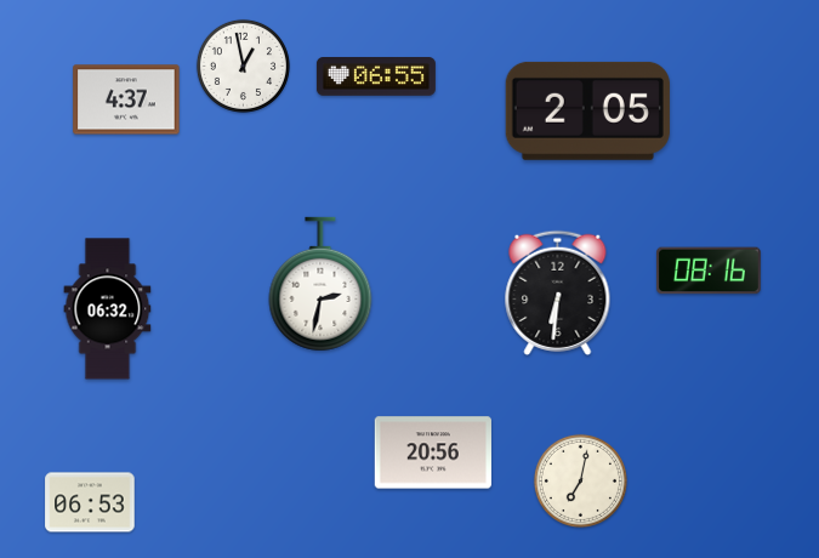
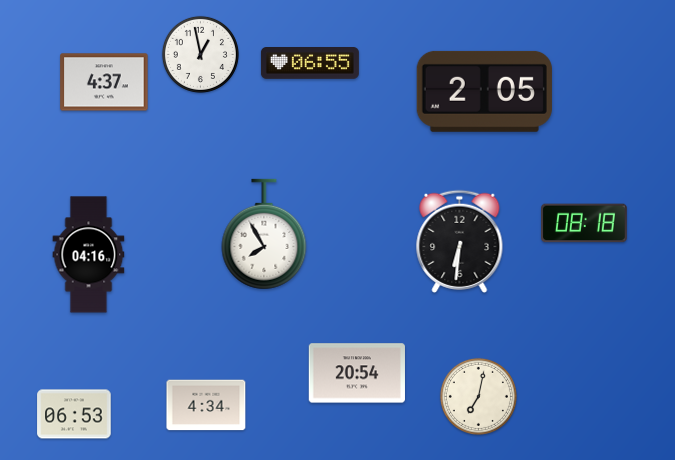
clock at (710, 271): 08:16 -> 08:18
clock at (320, 284): 2:32 -> 7:55
clock at (108, 309): 06:32 -> 04:16
clock at (433, 452): 20:56 -> 20:54
clock at (206, 405): none -> 4:34
